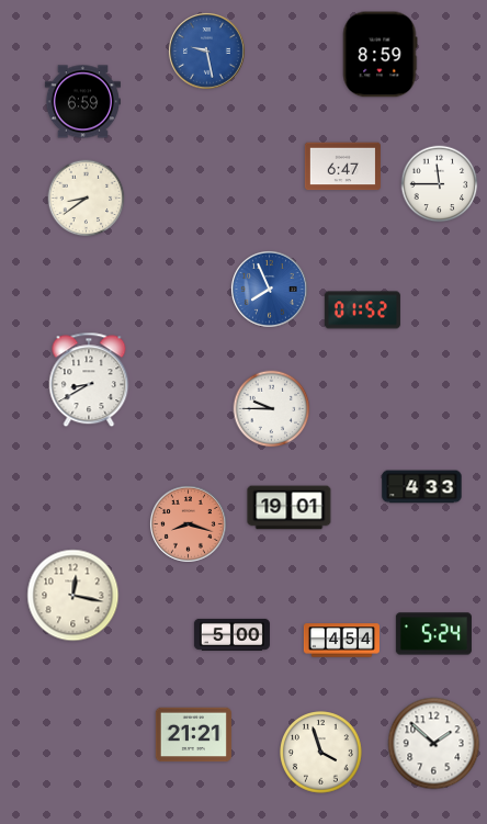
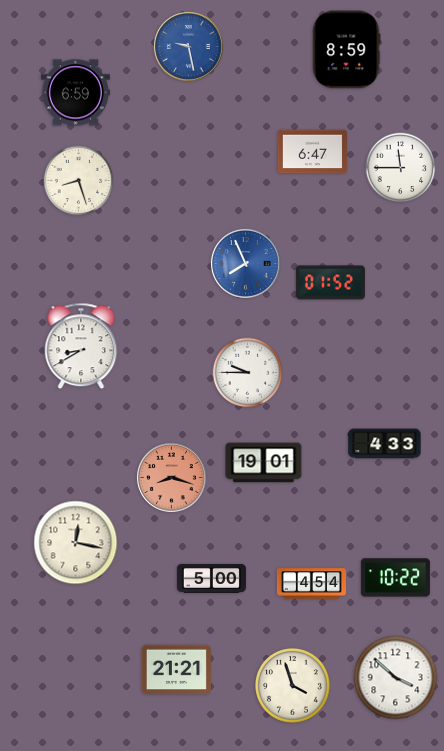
clock at (87, 199): 8:39 -> 8:27
clock at (73, 596) position: (73, 596) -> (76, 543)
clock at (433, 634): 5:24 -> 10:22
clock at (434, 744): 1:52 -> 3:52
